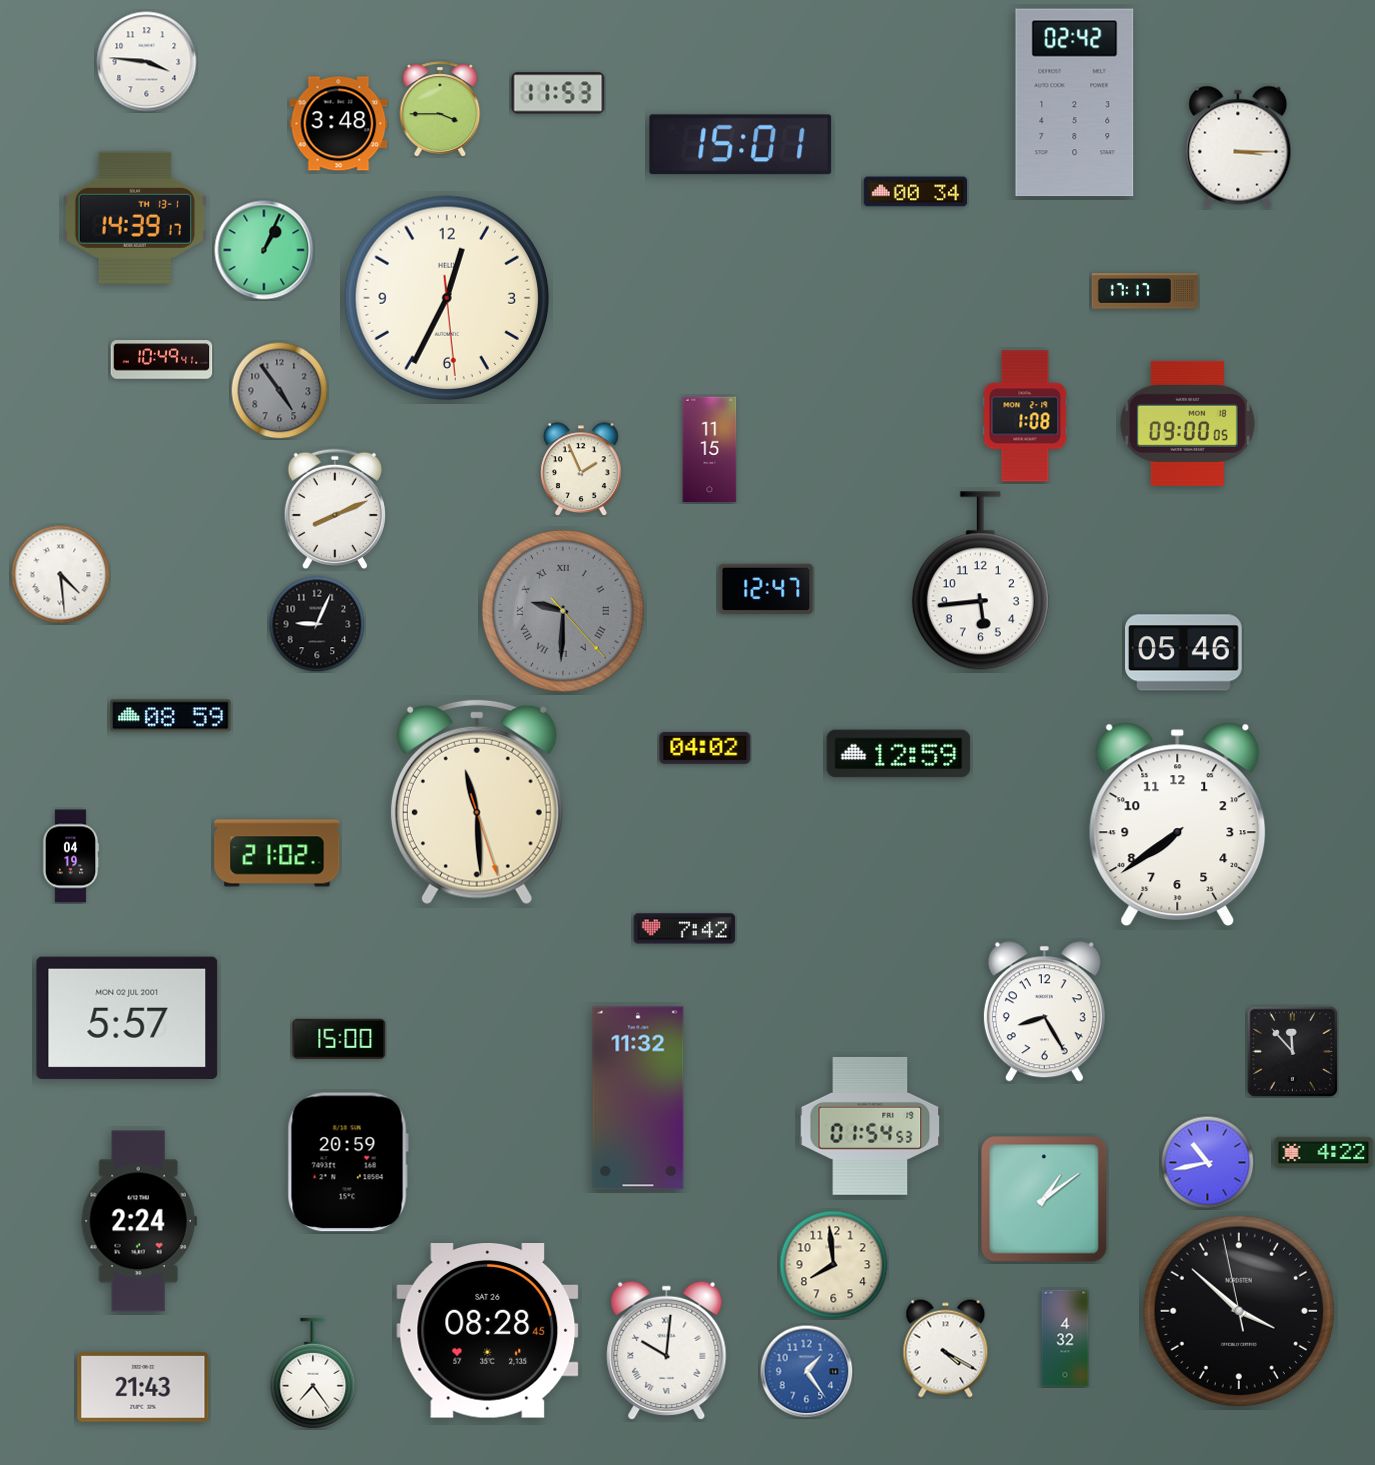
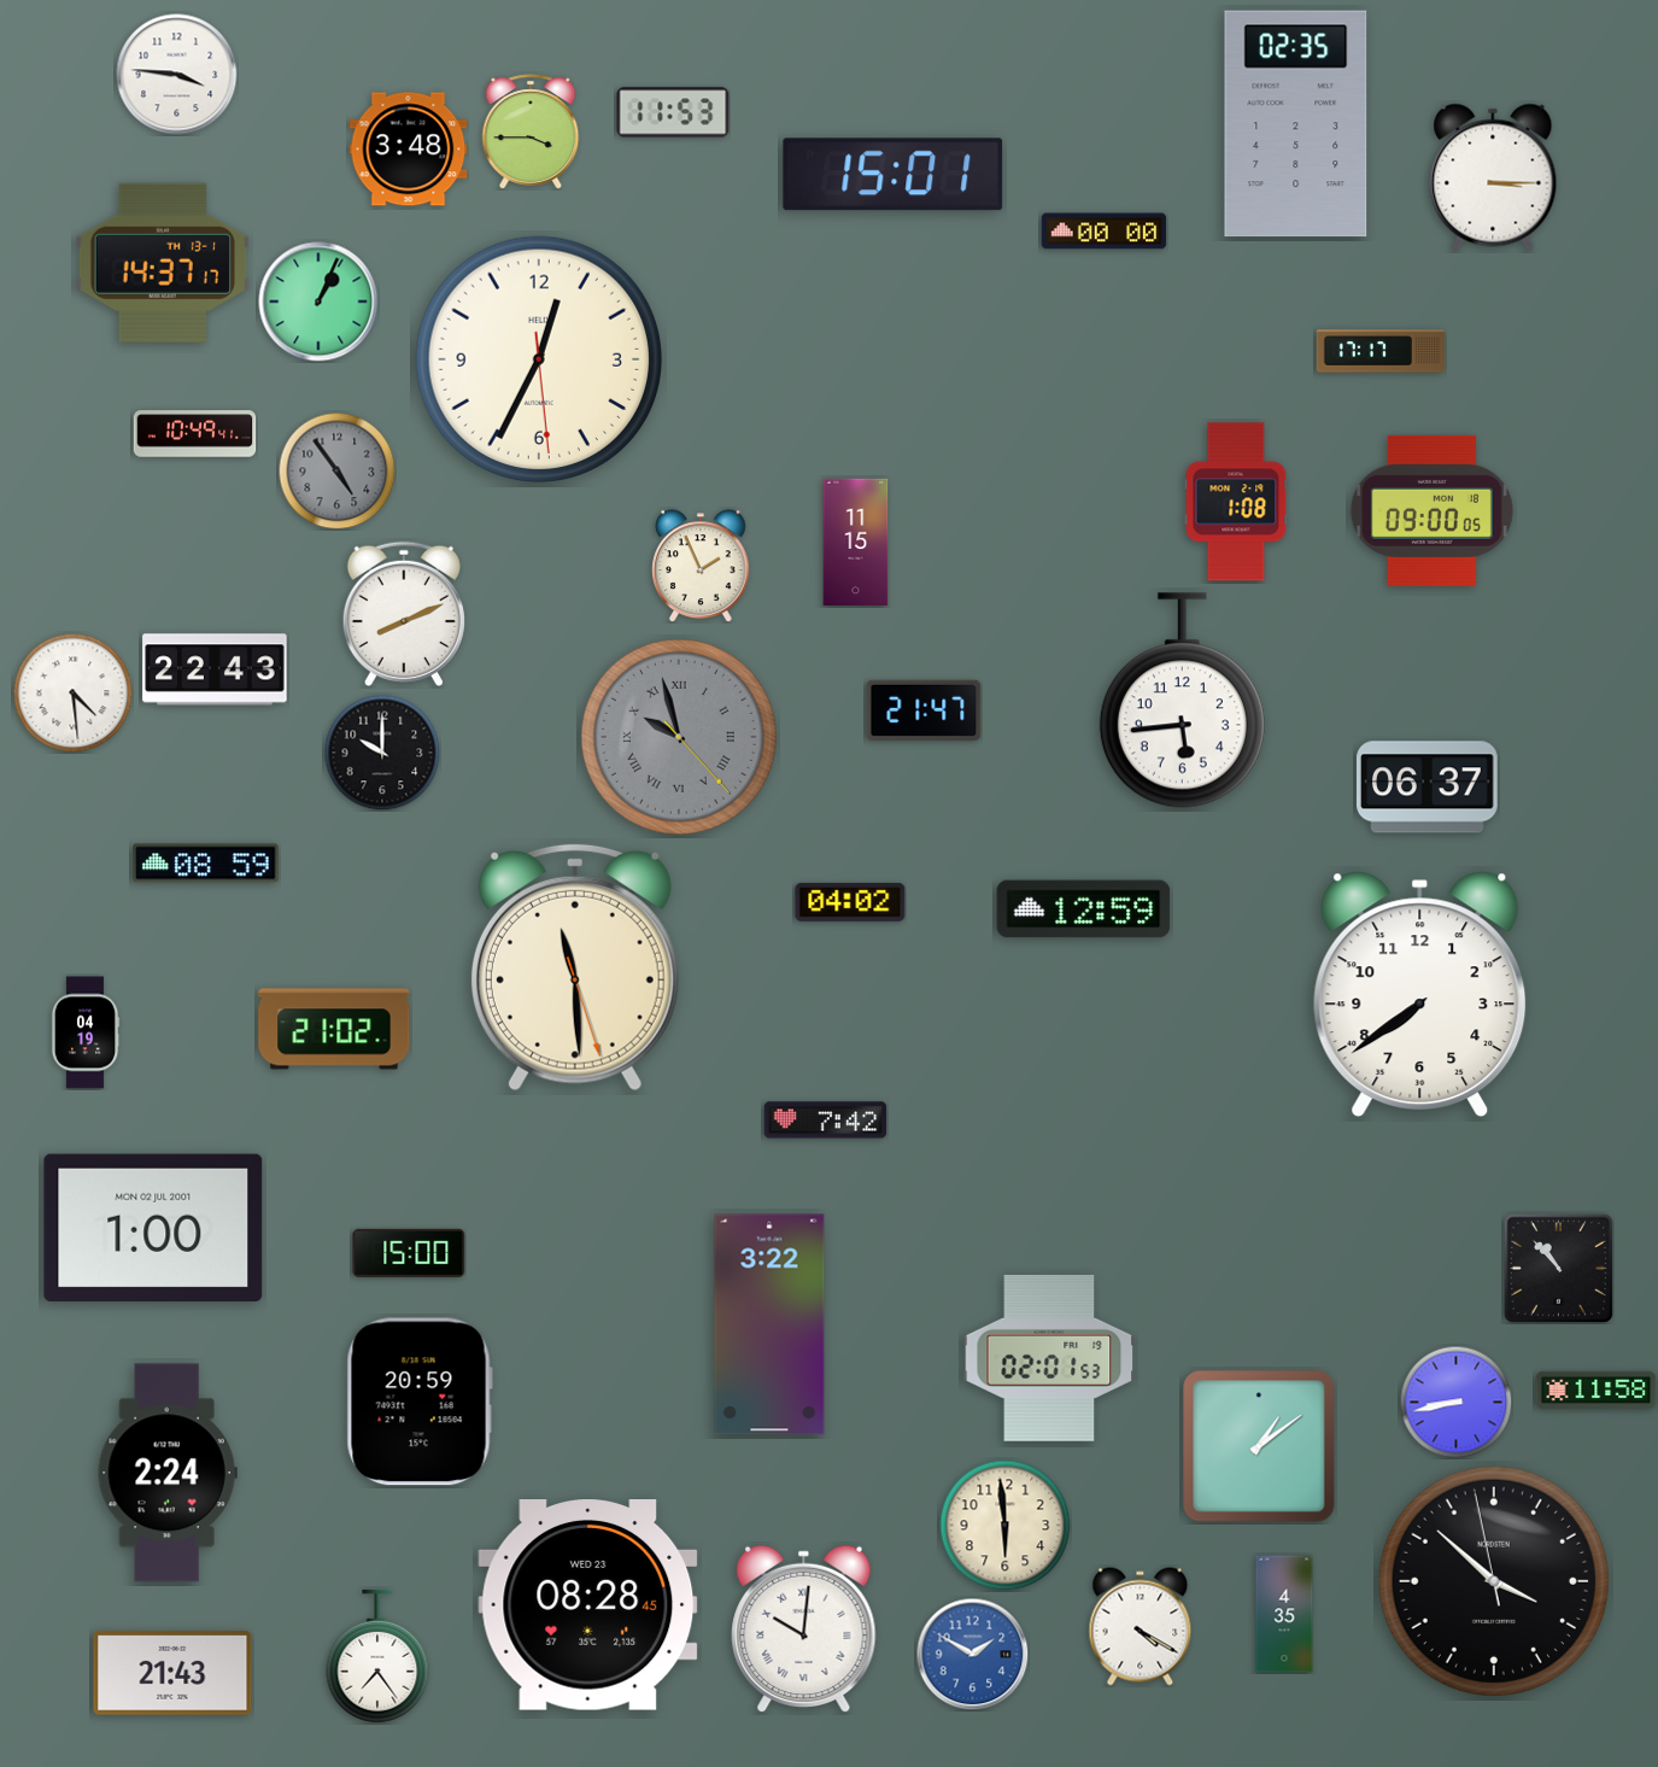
clock at (1075, 103): 02:42 -> 02:35
clock at (916, 192): 00:34 -> 00:00
clock at (135, 218): 14:39 -> 14:37
clock at (215, 669): none -> 22:43
clock at (766, 589): 12:47 -> 21:47
clock at (563, 611): 9:30 -> 9:57
clock at (317, 624): 9:04 -> 10:00
clock at (1184, 653): 05:46 -> 06:37
clock at (1044, 1012): 8:25 -> none
clock at (127, 1018): 5:57 -> 1:00
clock at (1292, 1051): 11:53 -> 10:53
clock at (638, 1098): 11:32 -> 3:22
clock at (870, 1126): 01:54 -> 02:01
clock at (1324, 1152): 4:22 -> 11:58
clock at (1207, 1162): 10:43 -> 8:43
clock at (834, 1265): 7:59 -> 5:59
clock at (488, 1331) date: SAT 26 -> WED 23
clock at (1065, 1338): 4:32 -> 4:35
clock at (806, 1371): 1:24 -> 1:50
